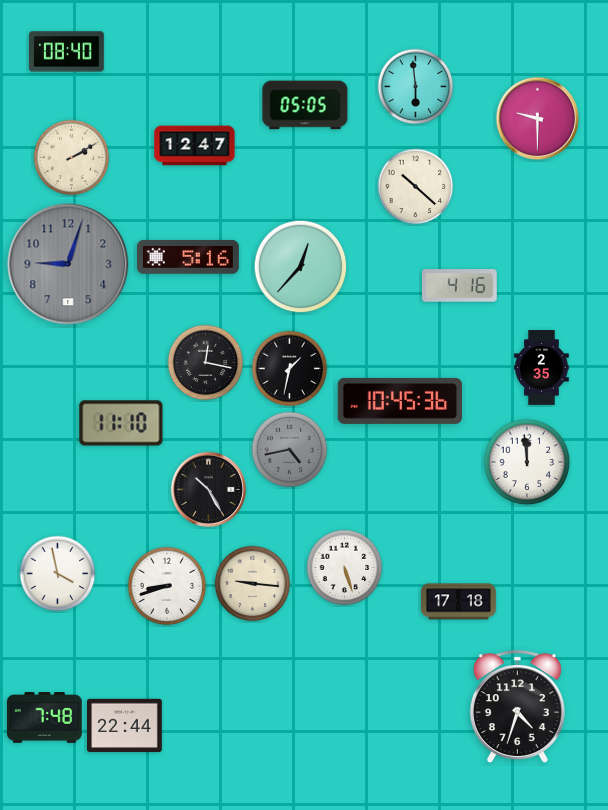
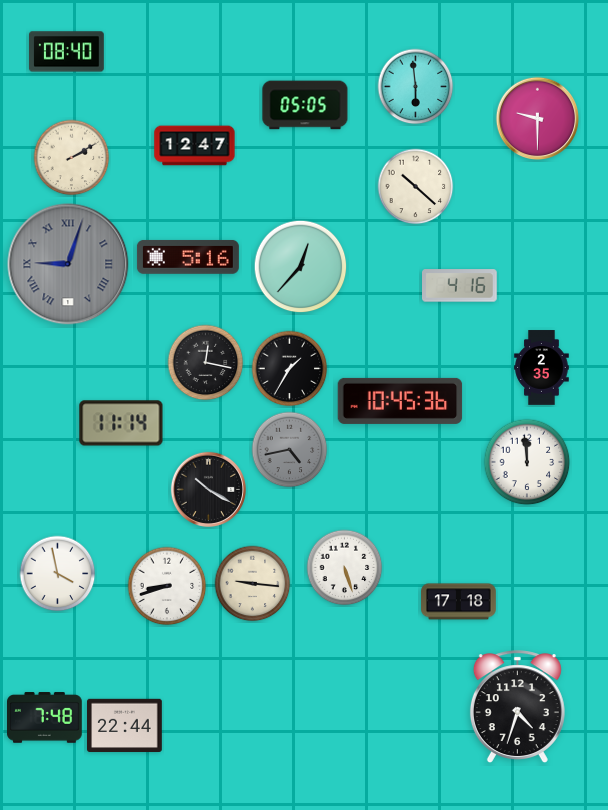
clock at (68, 264) numerals: Arabic -> Roman
clock at (290, 369): 1:32 -> 1:35
clock at (121, 423): 11:10 -> 11:14
clock at (208, 489): 10:25 -> 10:20
